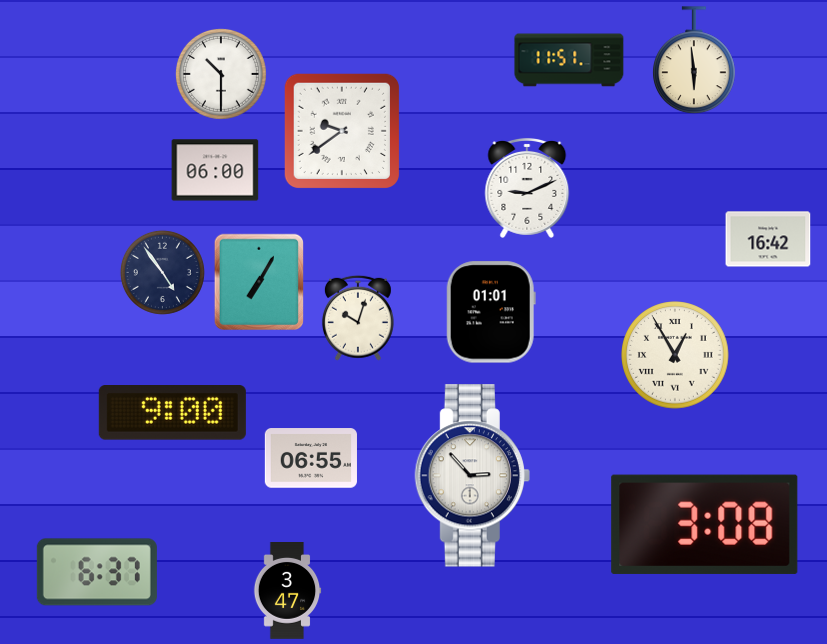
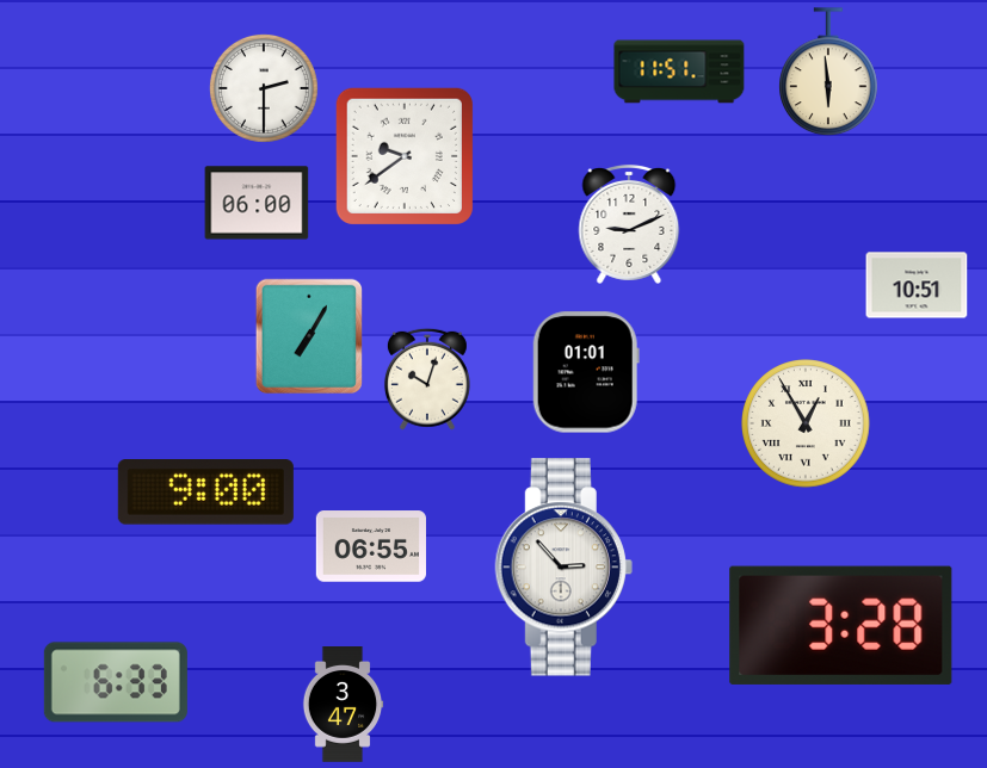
clock at (221, 74): 10:30 -> 2:30
clock at (342, 131) position: (342, 131) -> (405, 156)
clock at (768, 239): 16:42 -> 10:51
clock at (162, 272): 4:54 -> none
clock at (705, 524): 3:08 -> 3:28
clock at (97, 572): 6:37 -> 6:33
